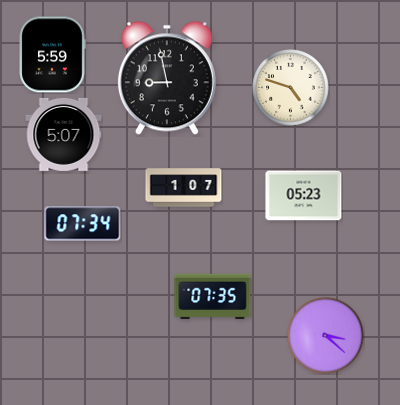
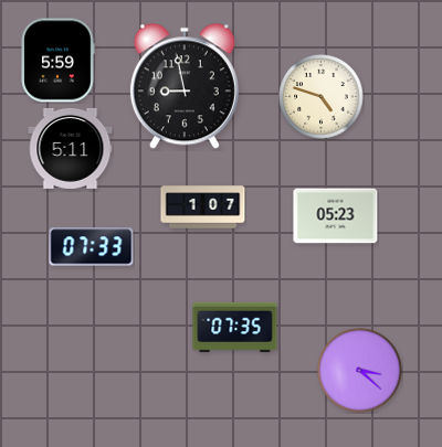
clock at (64, 134): 5:07 -> 5:11
clock at (83, 224): 07:34 -> 07:33
